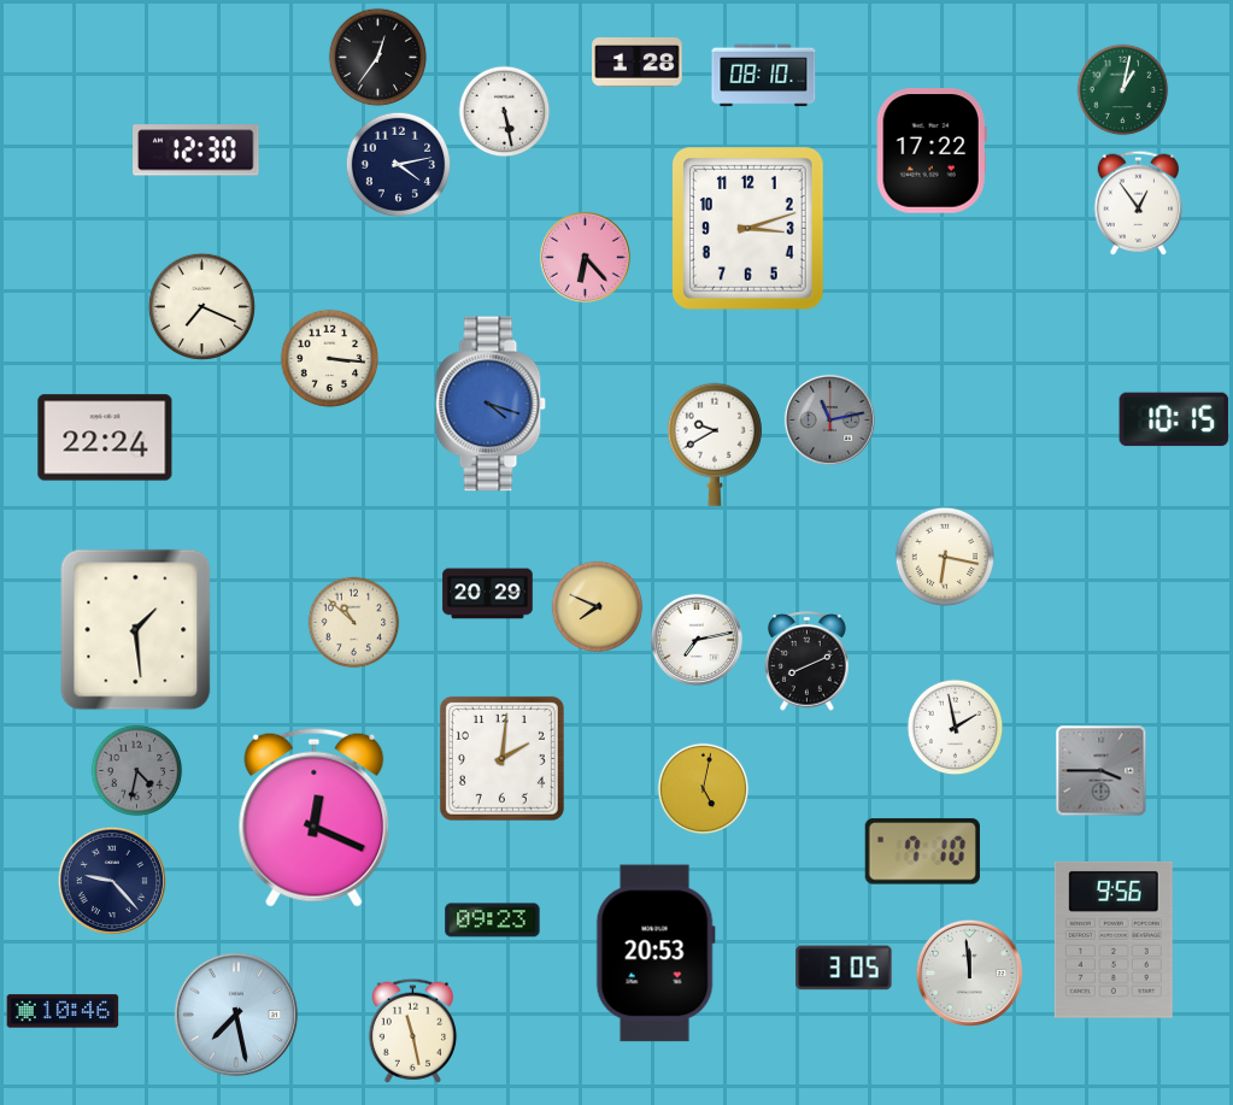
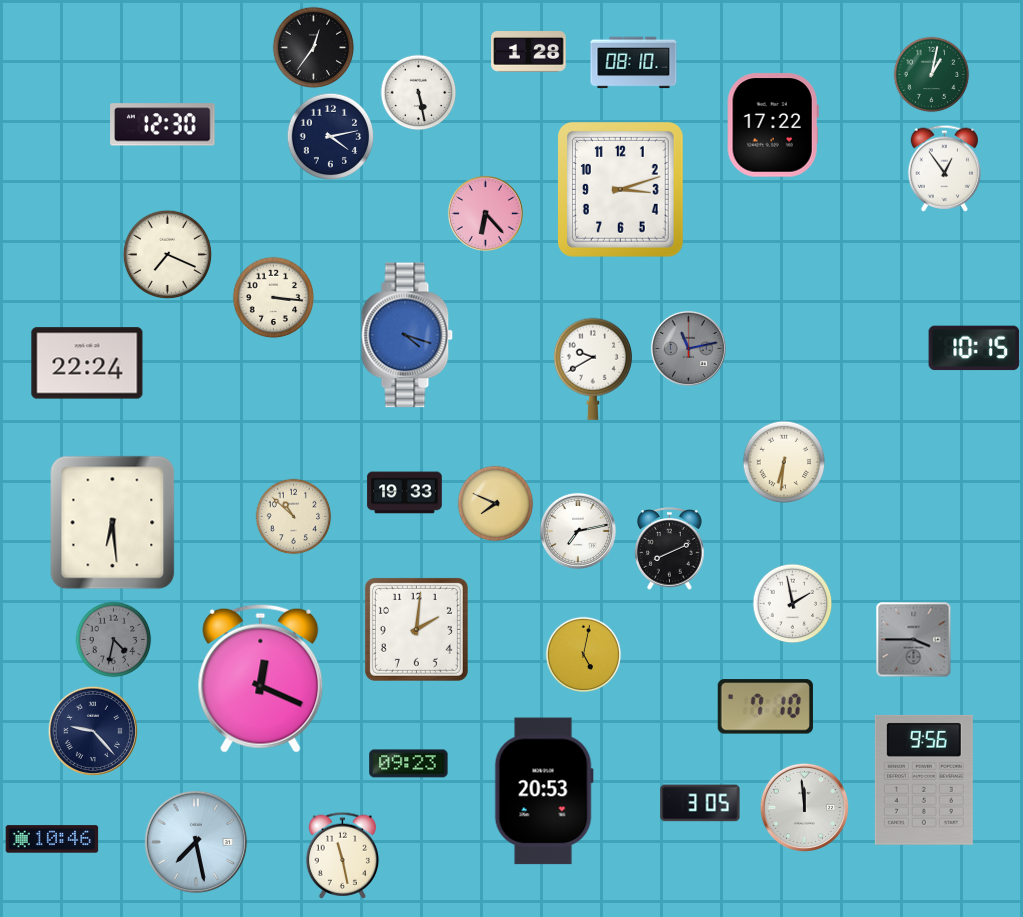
clock at (945, 557): 6:17 -> 6:31
clock at (488, 594): 20:29 -> 19:33
clock at (136, 630): 1:29 -> 6:29
